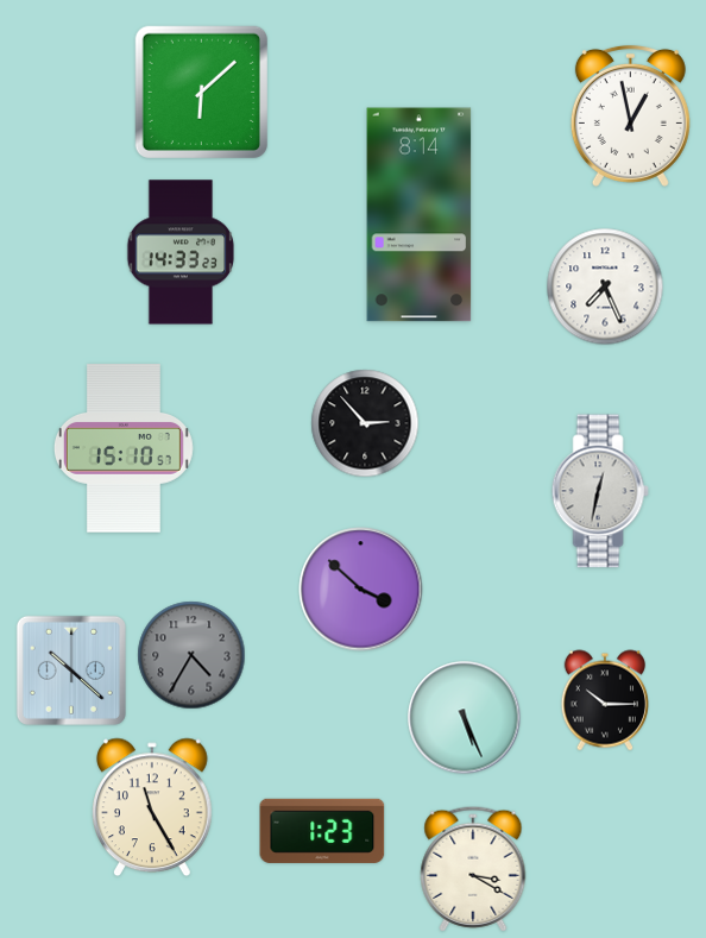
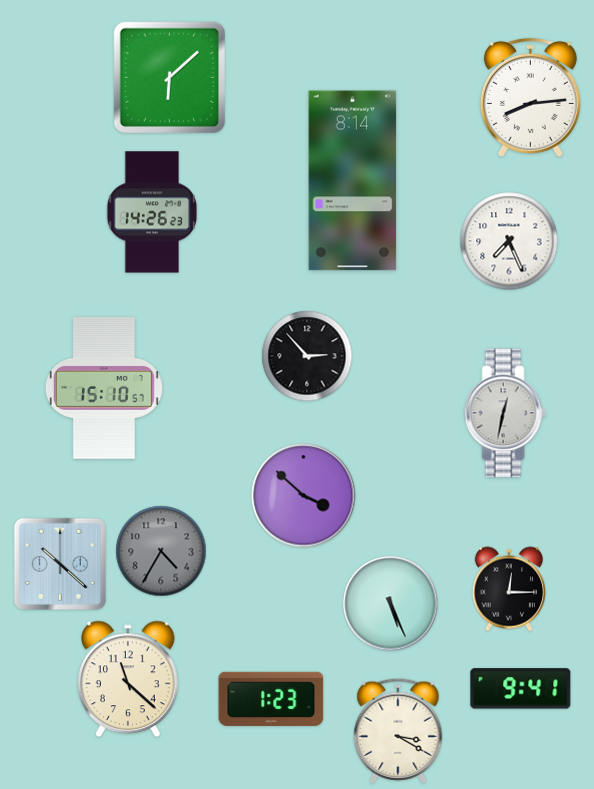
clock at (630, 115): 12:58 -> 8:14
clock at (181, 252): 14:33 -> 14:26
clock at (124, 448) position: (124, 448) -> (104, 388)
clock at (604, 700): 10:15 -> 12:15
clock at (153, 807): 11:25 -> 11:22
clock at (521, 689): none -> 9:41
